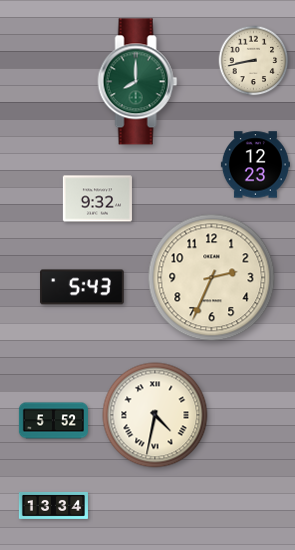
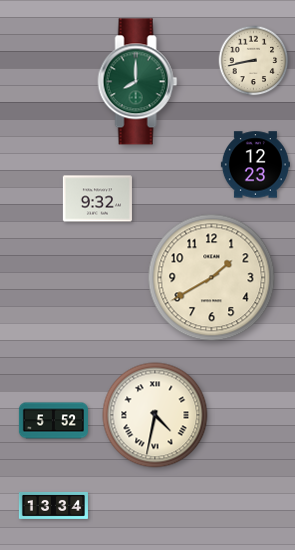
clock at (212, 278): 2:34 -> 1:40
clock at (82, 287): 5:43 -> none
